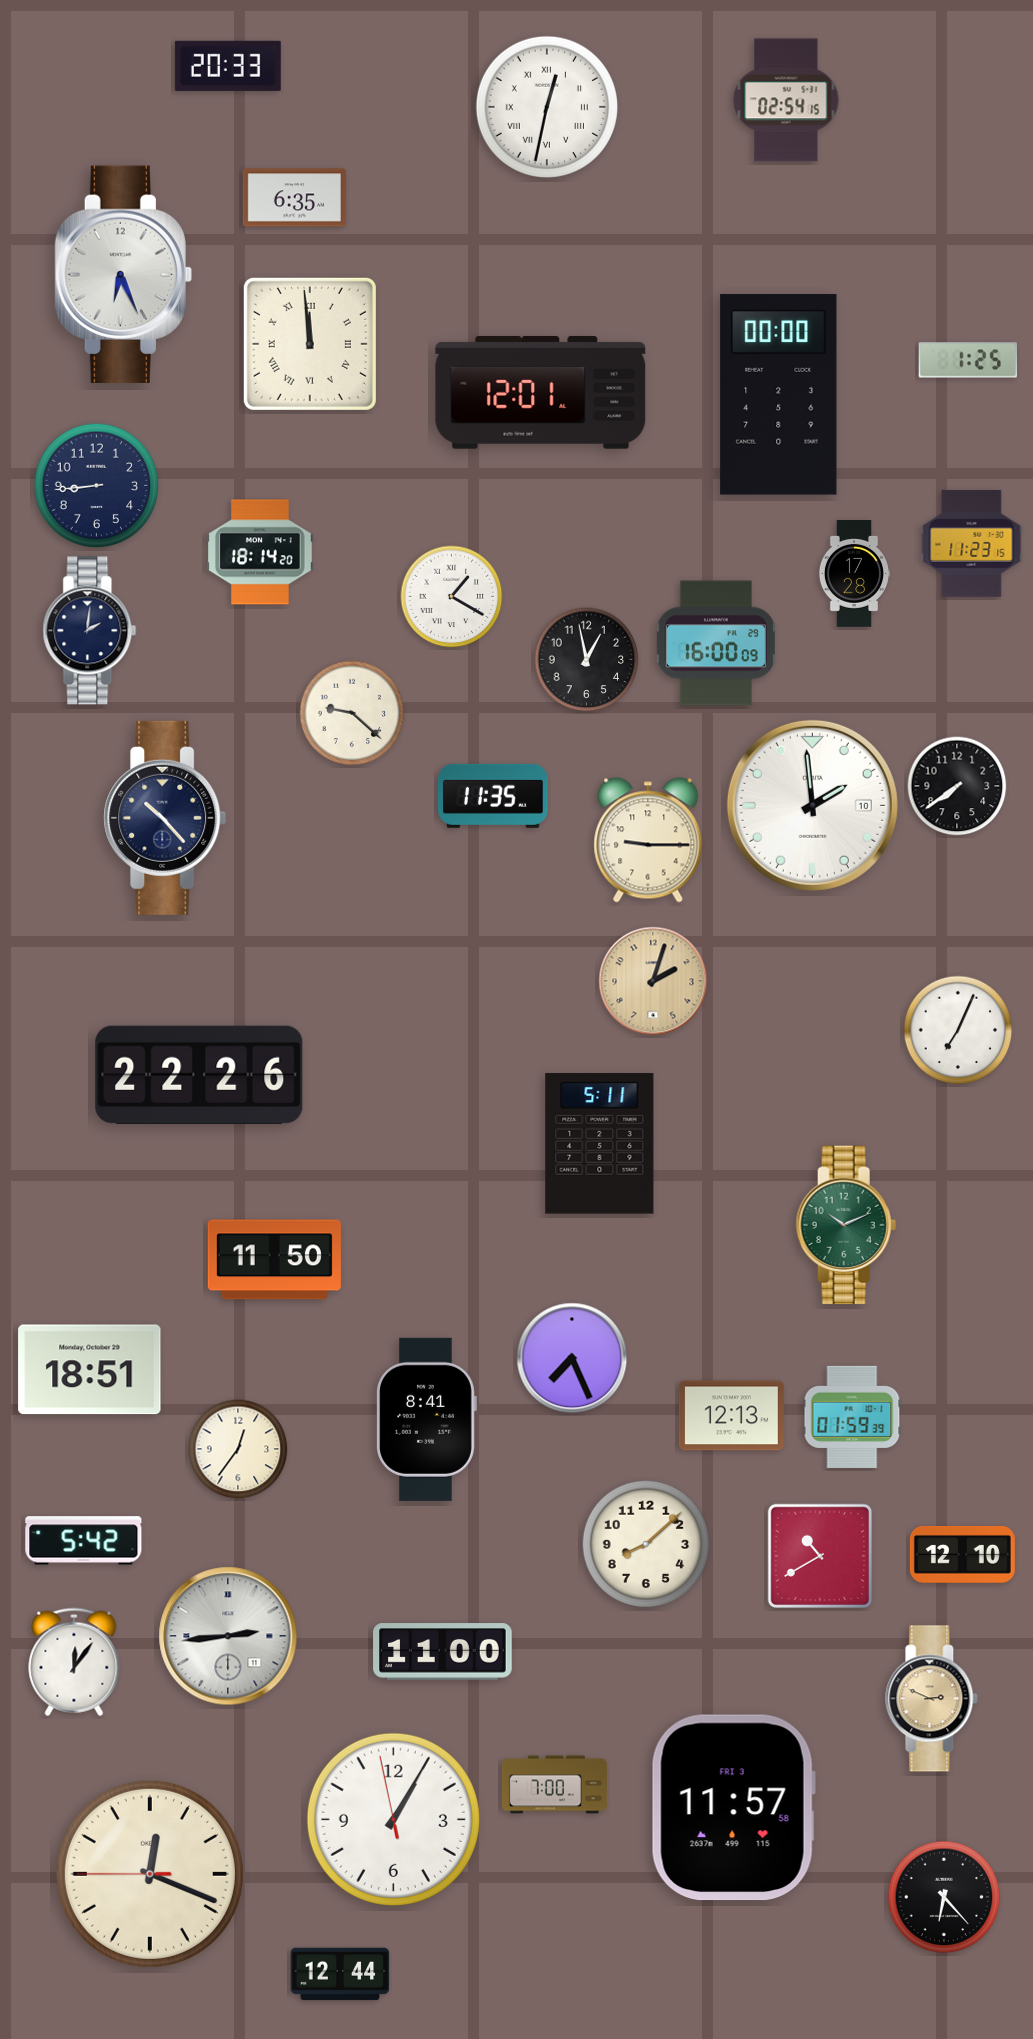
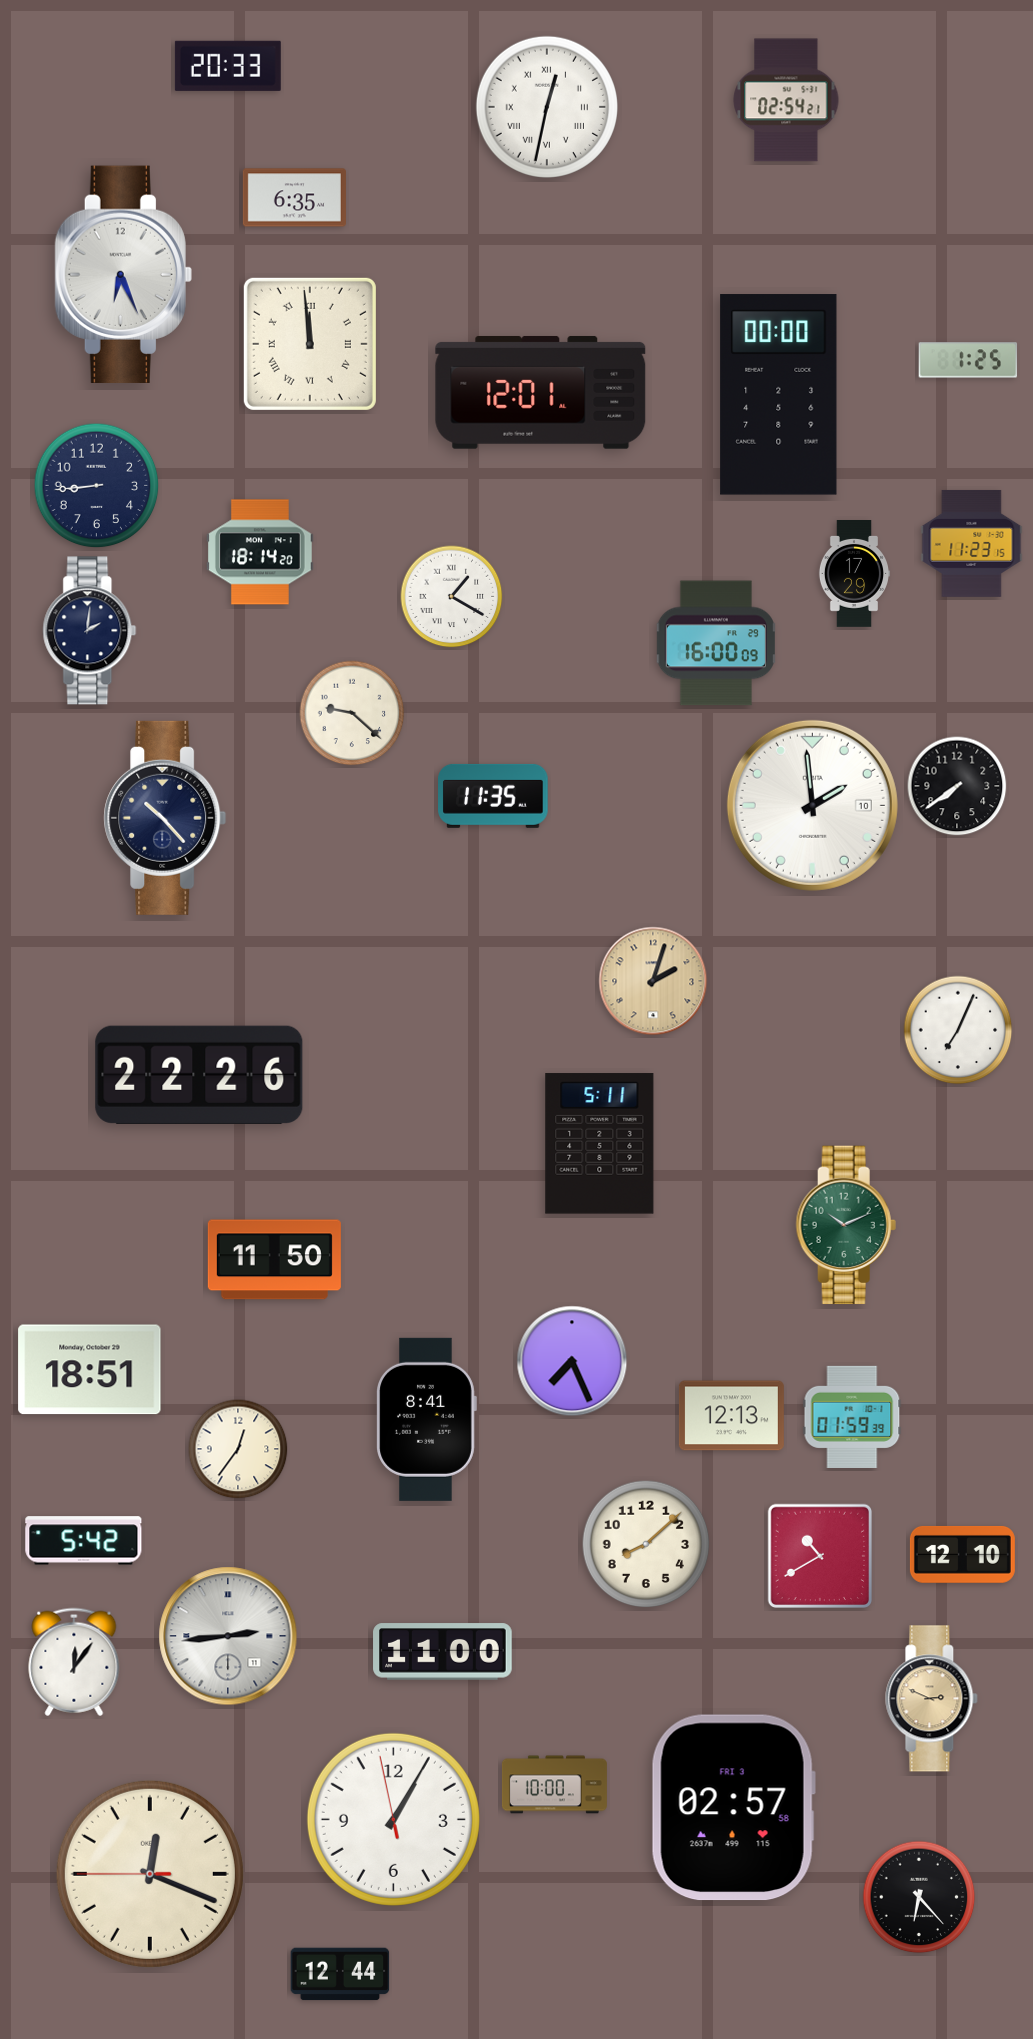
clock at (786, 100): 02:54:15 -> 02:54:21
clock at (854, 574): 17:28 -> 17:29
clock at (587, 660): 12:58 -> none
clock at (648, 840): 9:15 -> none
clock at (572, 1358) position: (572, 1358) -> (572, 1361)
clock at (554, 1785): 7:00 -> 10:00
clock at (733, 1808): 11:57 -> 02:57
clock at (944, 1897) position: (944, 1897) -> (919, 1897)
